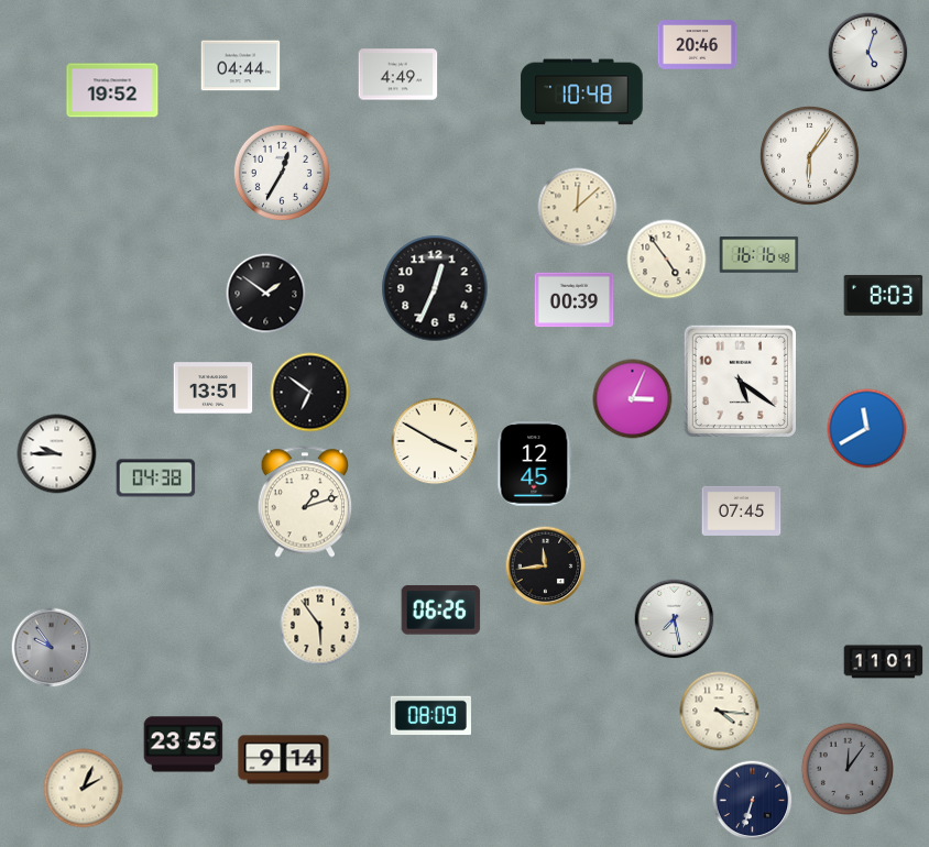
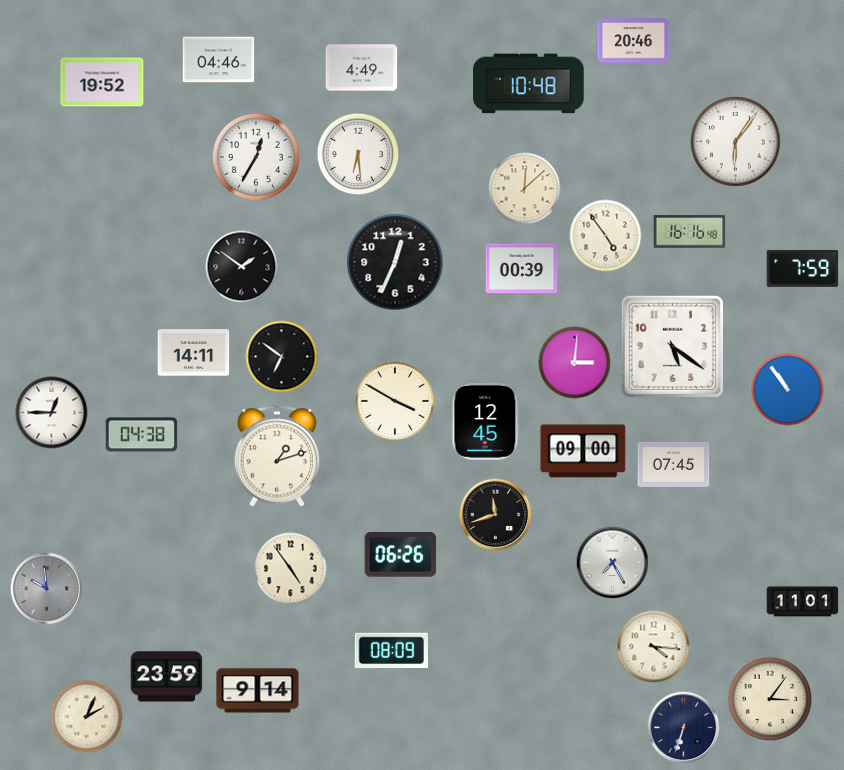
clock at (868, 53): 5:03 -> none
clock at (241, 66): 04:44 -> 04:46
clock at (358, 154): none -> 6:29
clock at (884, 296): 8:03 -> 7:59
clock at (575, 300) position: (575, 300) -> (522, 269)
clock at (214, 388): 13:51 -> 14:11
clock at (633, 399): 3:04 -> 3:01
clock at (867, 429): 11:40 -> 10:54
clock at (57, 454): 9:45 -> 12:45
clock at (583, 451): none -> 09:00
clock at (546, 566): 11:44 -> 11:42
clock at (675, 619): 7:28 -> 7:25
clock at (320, 626): 5:54 -> 4:54
clock at (52, 648): 9:54 -> 9:59
clock at (184, 745): 23:55 -> 23:59
clock at (846, 768): 12:06 -> 3:06
clock at (846, 768) dial: grey -> cream
clock at (84, 789) position: (84, 789) -> (87, 717)
